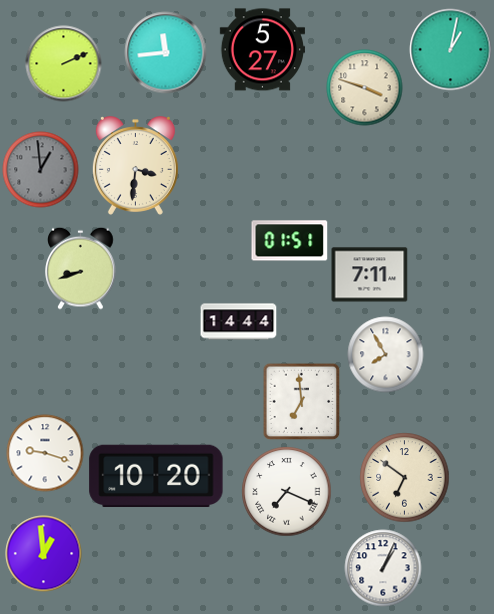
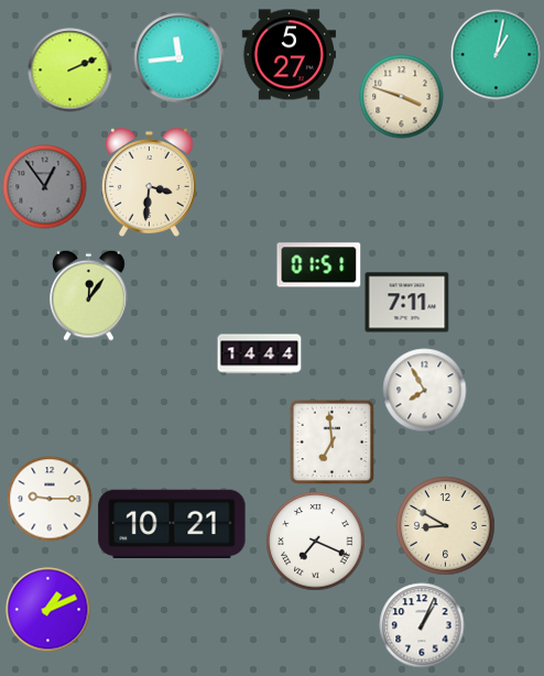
clock at (166, 53) position: (166, 53) -> (179, 58)
clock at (41, 170): 12:59 -> 12:54
clock at (81, 268): 8:42 -> 12:06
clock at (239, 322) position: (239, 322) -> (260, 355)
clock at (45, 453): 9:18 -> 9:15
clock at (156, 476): 10:20 -> 10:21
clock at (405, 478): 6:51 -> 8:50
clock at (44, 554): 12:59 -> 1:11
